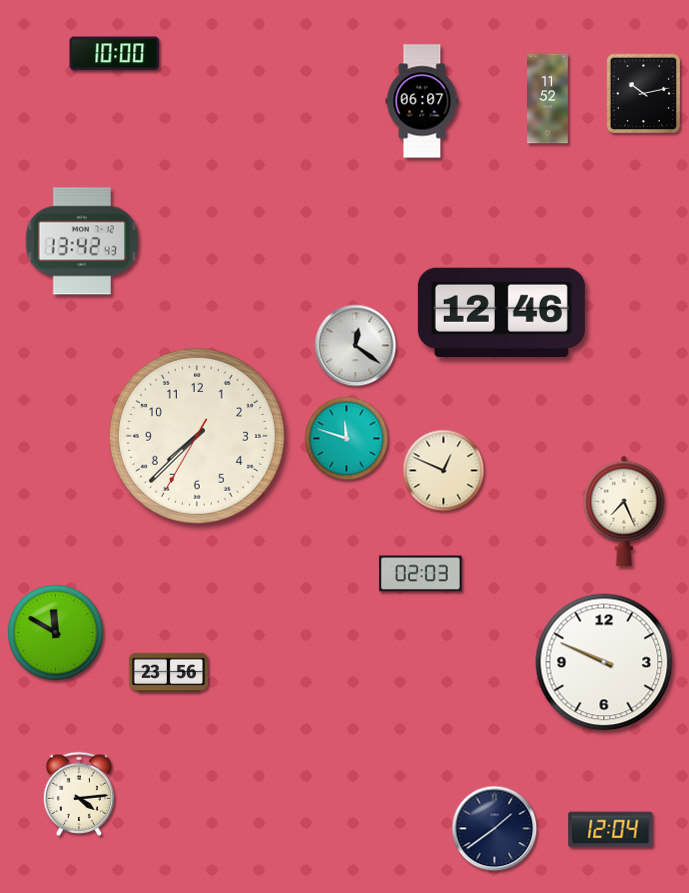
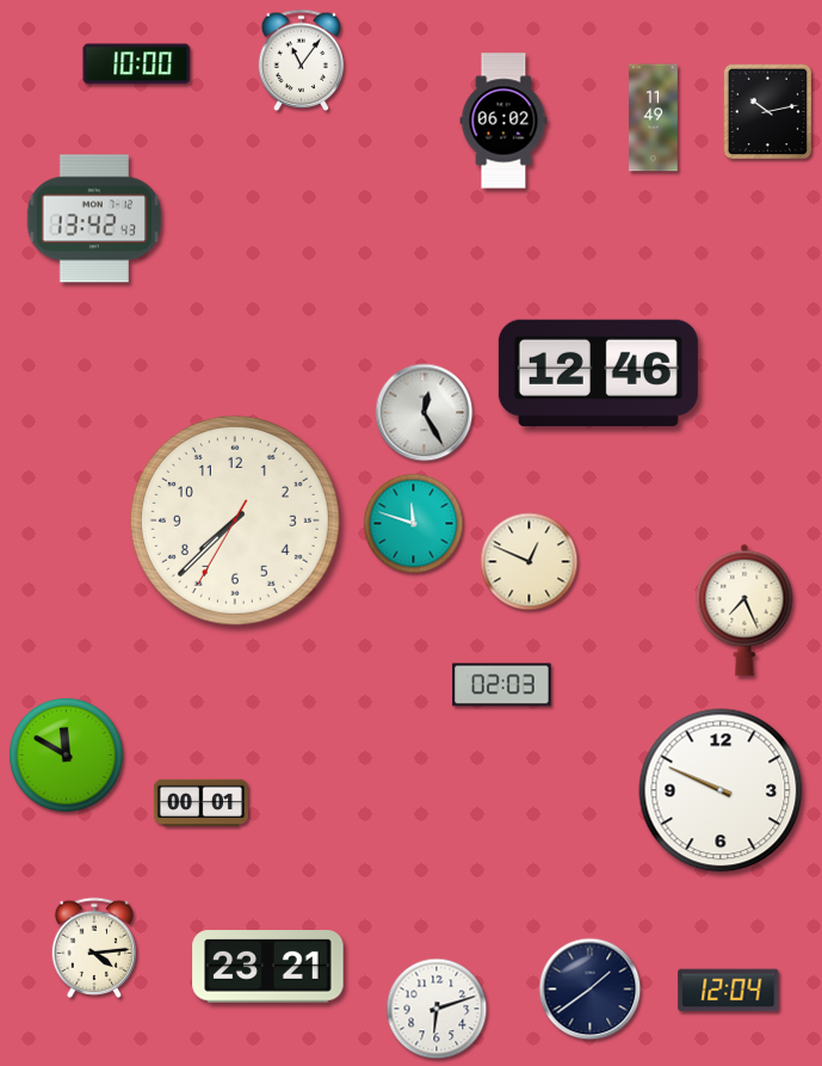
clock at (302, 60): none -> 11:06
clock at (548, 99): 11:52 -> 11:49
clock at (422, 101): 06:07 -> 06:02
clock at (82, 241) position: (82, 241) -> (94, 218)
clock at (356, 346): 12:21 -> 12:25
clock at (168, 673): 23:56 -> 00:01
clock at (268, 967): none -> 23:21
clock at (437, 1009): none -> 6:12
